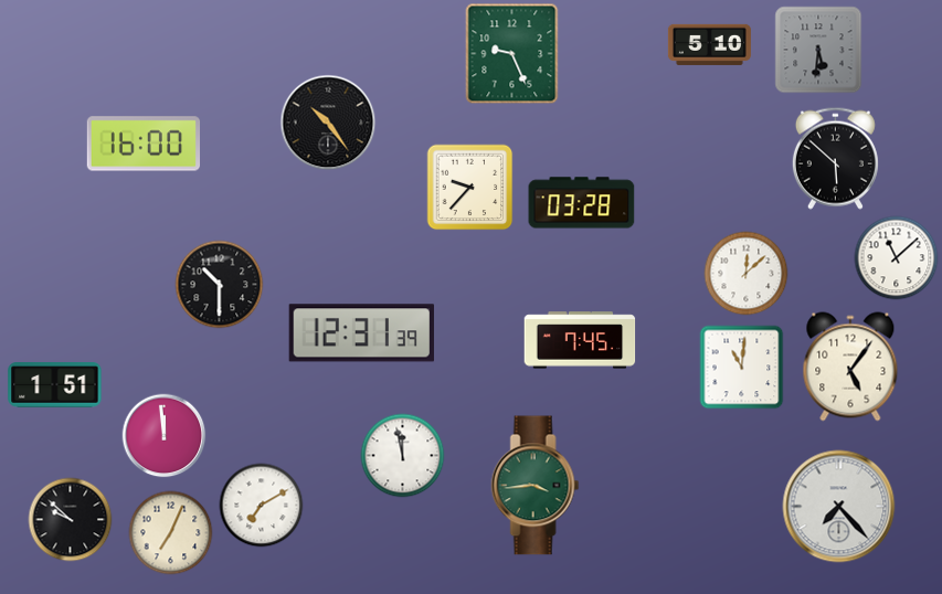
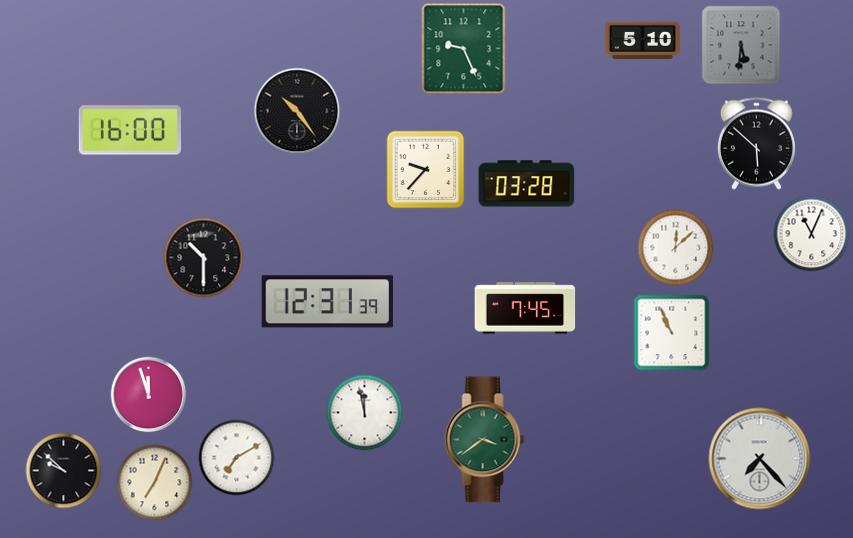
clock at (897, 258): 11:08 -> 11:04
clock at (220, 285) position: (220, 285) -> (204, 258)
clock at (850, 367): 5:06 -> none
clock at (742, 368): 11:01 -> 10:56
clock at (55, 385): 1:51 -> none
clock at (165, 436): 11:59 -> 11:57
clock at (536, 486): 3:44 -> 3:39
